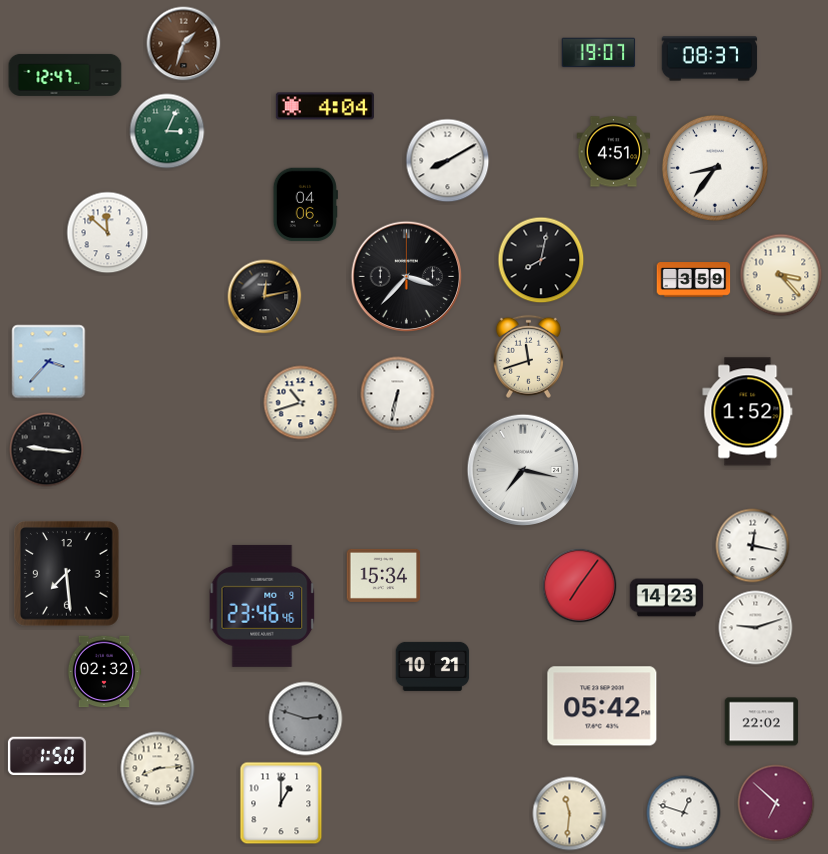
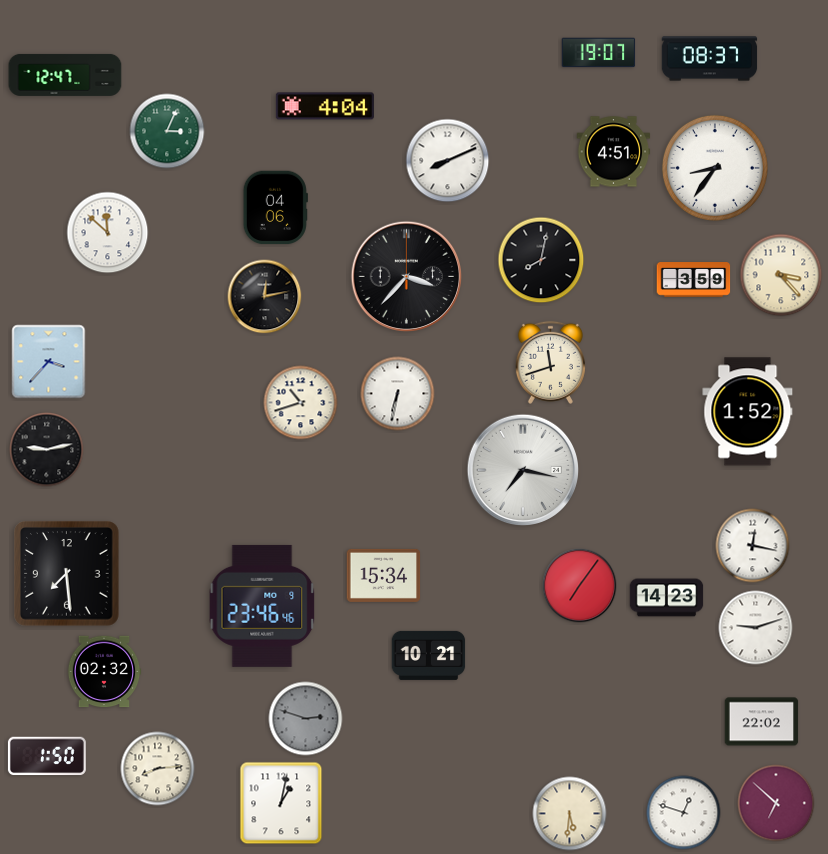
clock at (184, 44): 1:33 -> none
clock at (448, 161): 8:10 -> 8:11
clock at (305, 205) position: (305, 205) -> (275, 208)
clock at (528, 356) position: (528, 356) -> (550, 362)
clock at (47, 450): 9:16 -> 9:13
clock at (433, 666) position: (433, 666) -> (429, 655)
clock at (602, 706): 05:42 -> none
clock at (281, 803): 1:00 -> 1:02
clock at (570, 814): 11:31 -> 5:31
